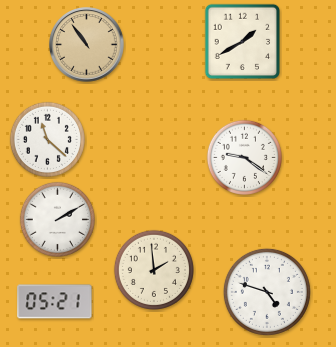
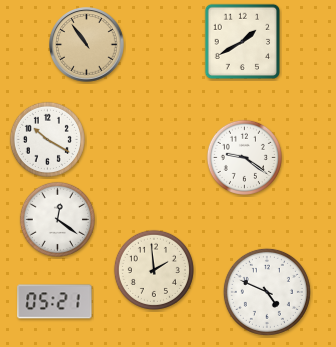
clock at (47, 139): 11:22 -> 10:20
clock at (57, 219): 2:10 -> 12:21
clock at (267, 292): 4:48 -> 4:49
